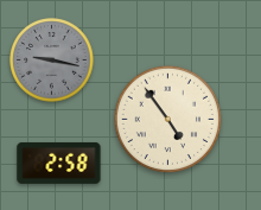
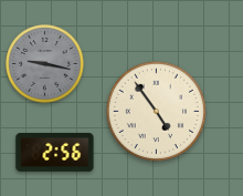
clock at (52, 61) position: (52, 61) -> (45, 64)
clock at (59, 163): 2:58 -> 2:56
